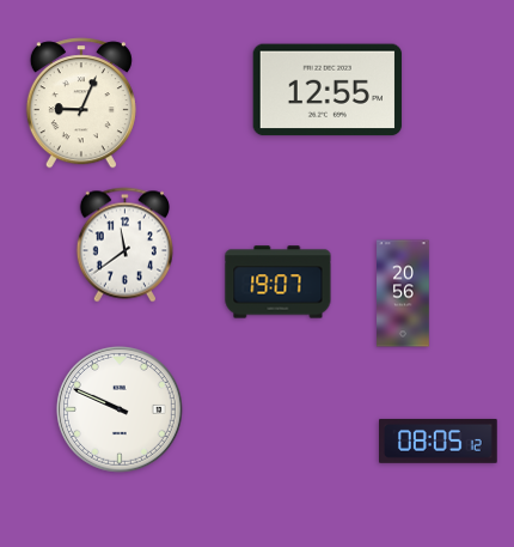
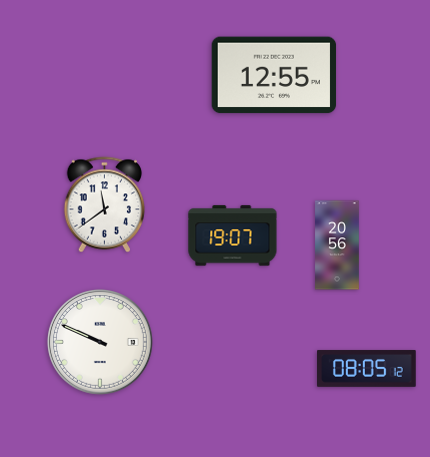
clock at (81, 103): 9:04 -> none
